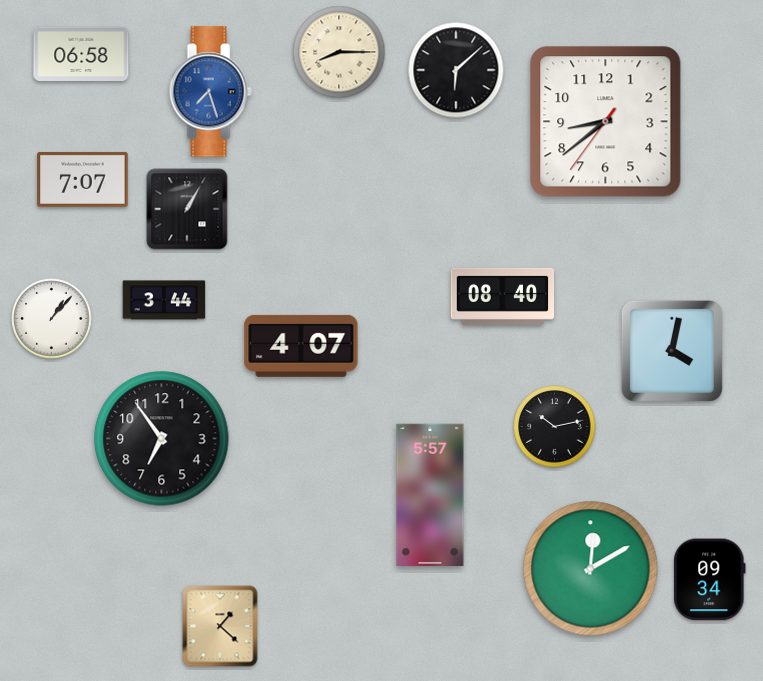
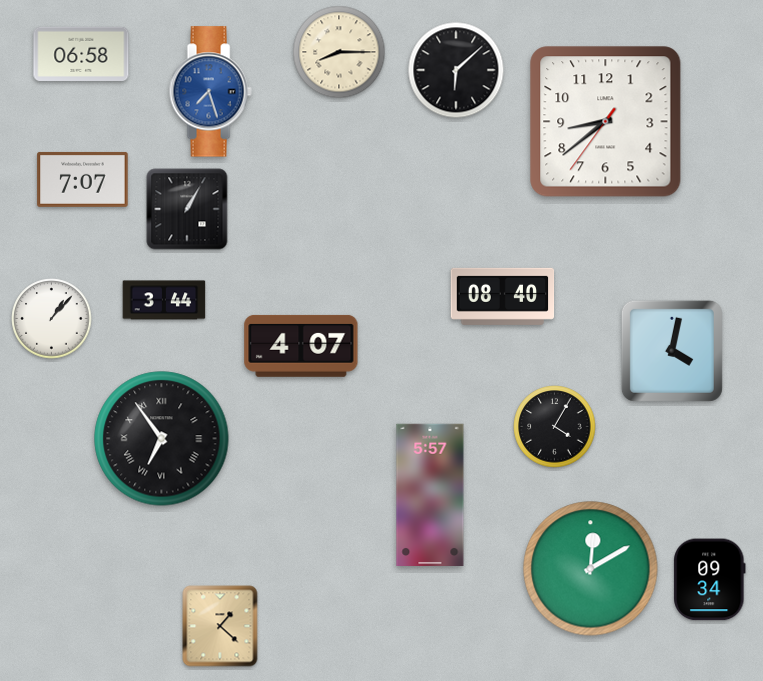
clock at (555, 427): 10:13 -> 4:05
clock at (162, 439) numerals: Arabic -> Roman
